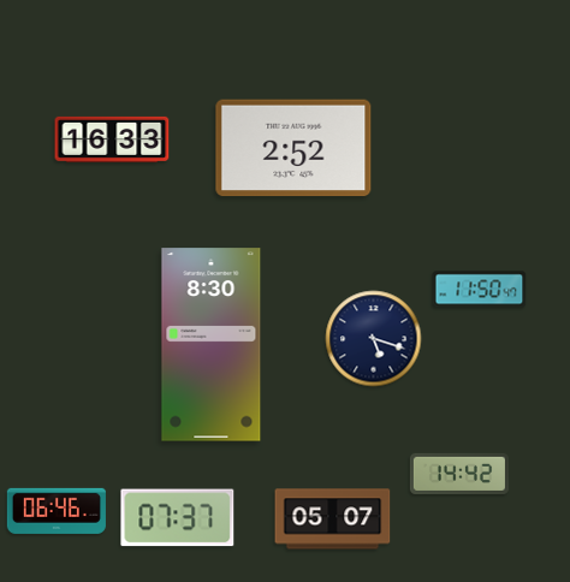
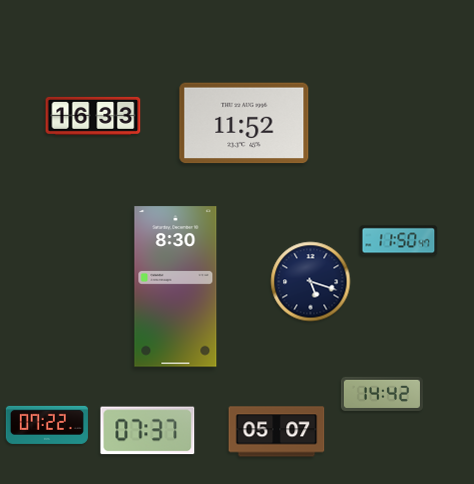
clock at (293, 148): 2:52 -> 11:52
clock at (57, 511): 06:46 -> 07:22
